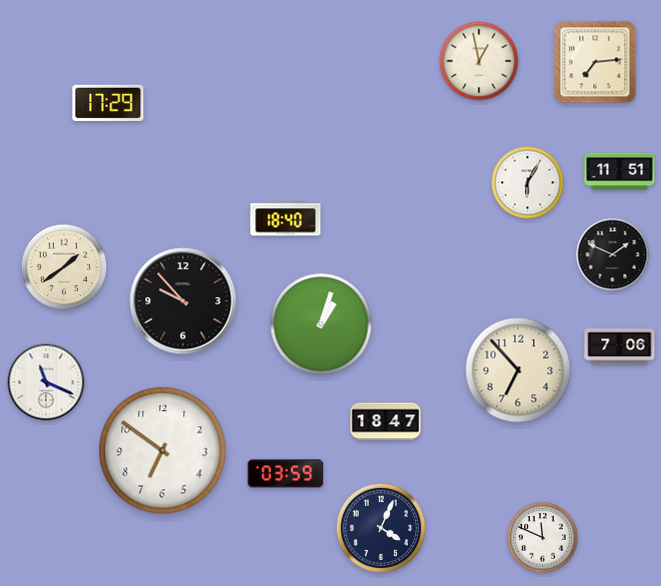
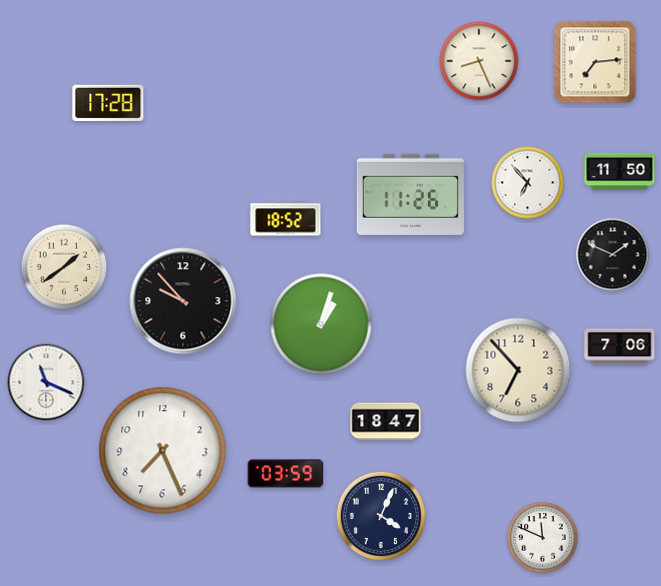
clock at (479, 61): 12:58 -> 8:26
clock at (108, 103): 17:29 -> 17:28
clock at (620, 172): 11:51 -> 11:50
clock at (528, 183): 6:05 -> 6:53
clock at (410, 194): none -> 11:26
clock at (286, 219): 18:40 -> 18:52
clock at (163, 451): 6:51 -> 7:26
clock at (380, 527) position: (380, 527) -> (380, 515)
